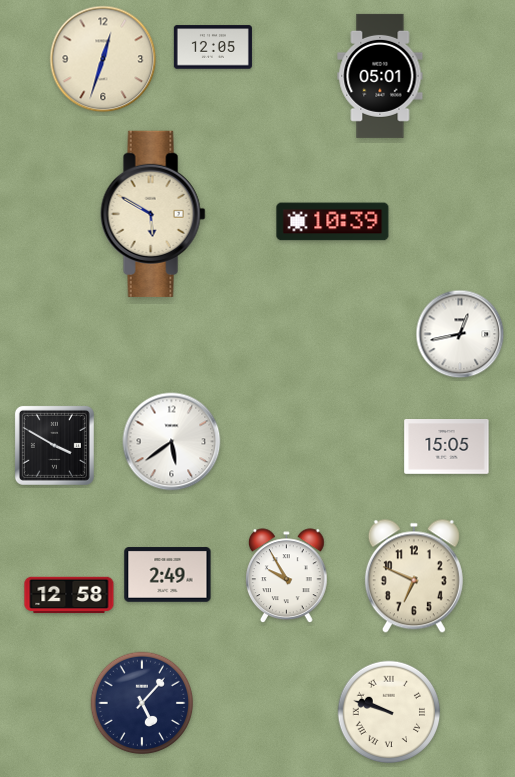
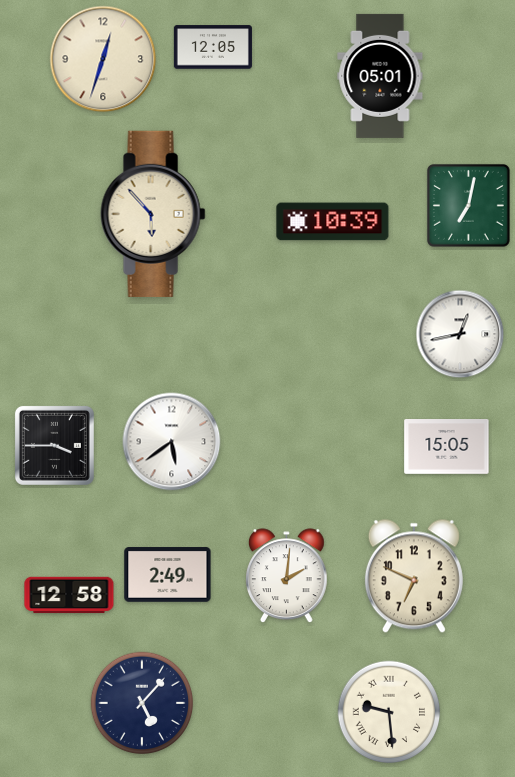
clock at (468, 205): none -> 7:02
clock at (153, 214): 5:50 -> 5:53
clock at (54, 445): 3:50 -> 3:45
clock at (287, 576): 9:55 -> 2:01
clock at (389, 712): 9:48 -> 9:29
